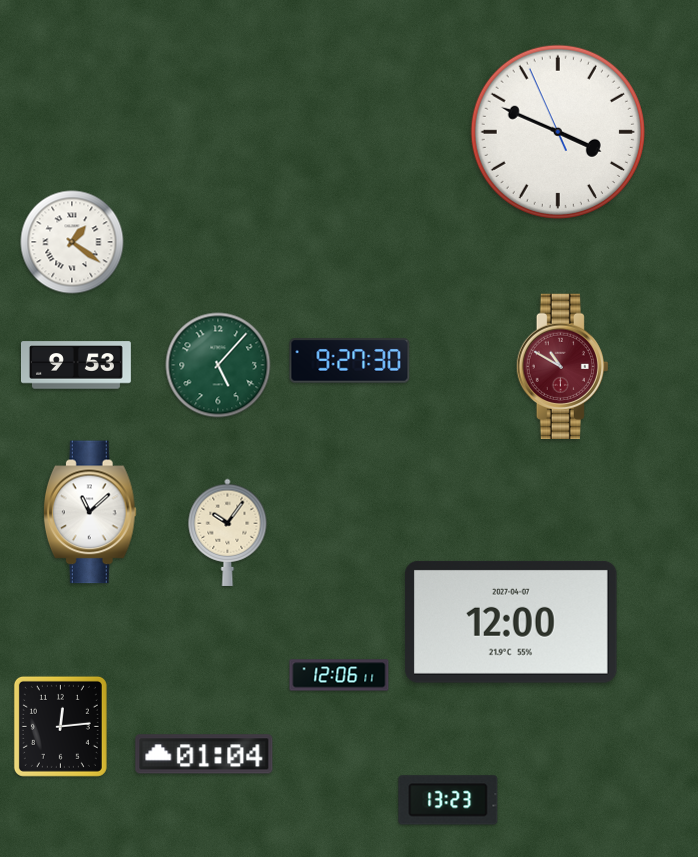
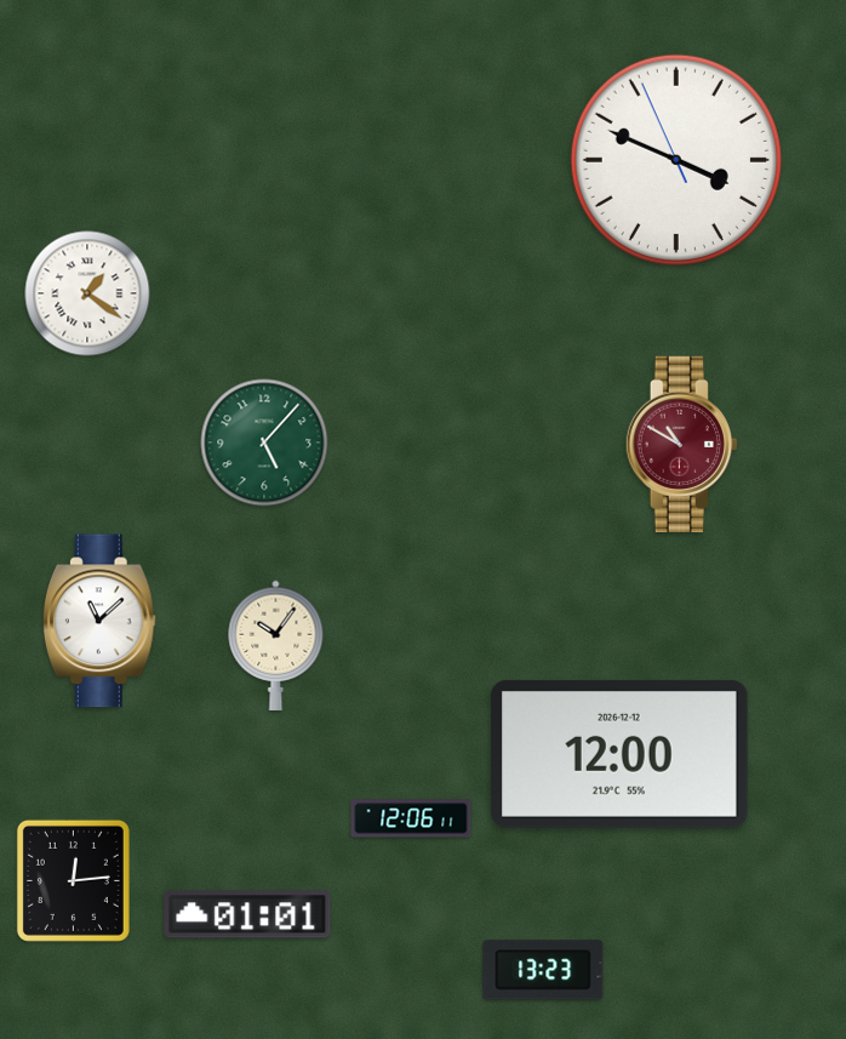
clock at (350, 361): 9:27 -> none
clock at (76, 365): 9:53 -> none
clock at (90, 512) position: (90, 512) -> (99, 621)
clock at (511, 622) date: 2027-04-07 -> 2026-12-12
clock at (204, 754): 01:04 -> 01:01
